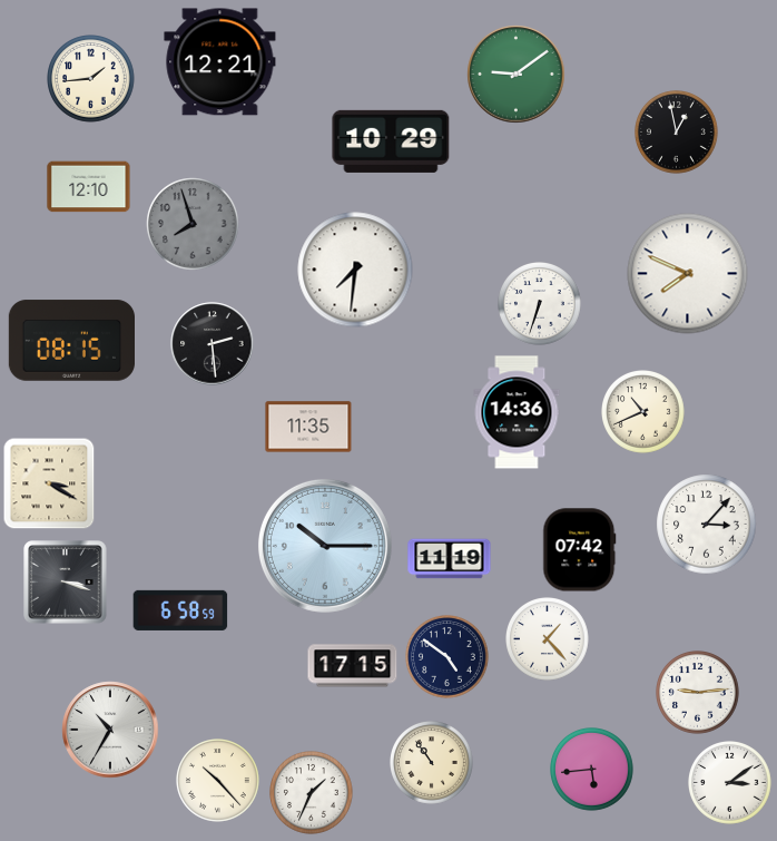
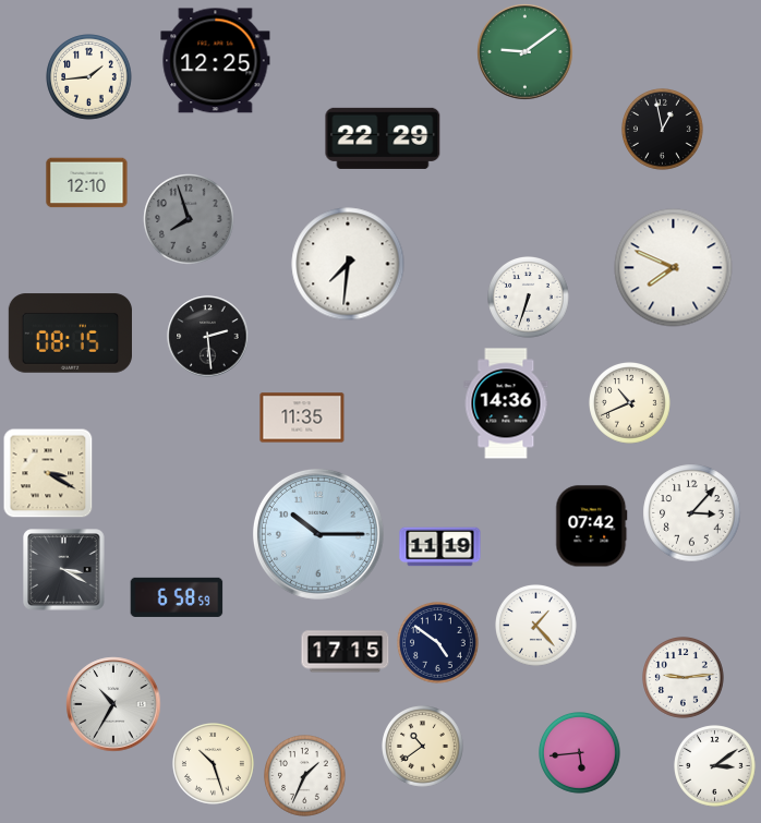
clock at (220, 62): 12:21 -> 12:25
clock at (517, 75) position: (517, 75) -> (526, 52)
clock at (391, 141): 10:29 -> 22:29
clock at (580, 550) position: (580, 550) -> (592, 527)
clock at (66, 583): 3:18 -> 3:20
clock at (110, 730) position: (110, 730) -> (113, 704)
clock at (432, 763): 10:54 -> 10:39
clock at (218, 781): 10:23 -> 10:27
